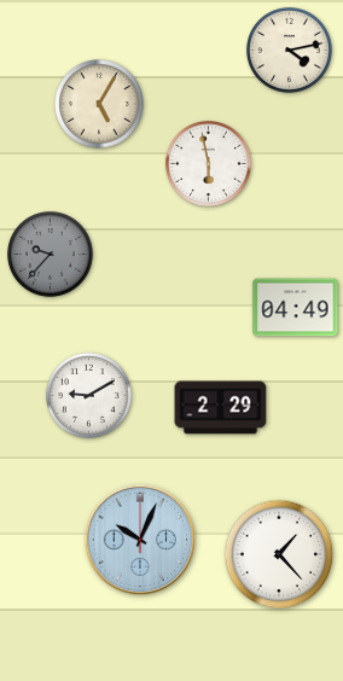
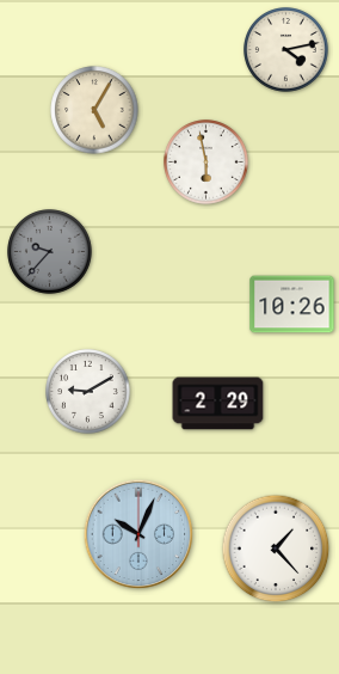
clock at (99, 104) position: (99, 104) -> (94, 110)
clock at (296, 308): 04:49 -> 10:26
